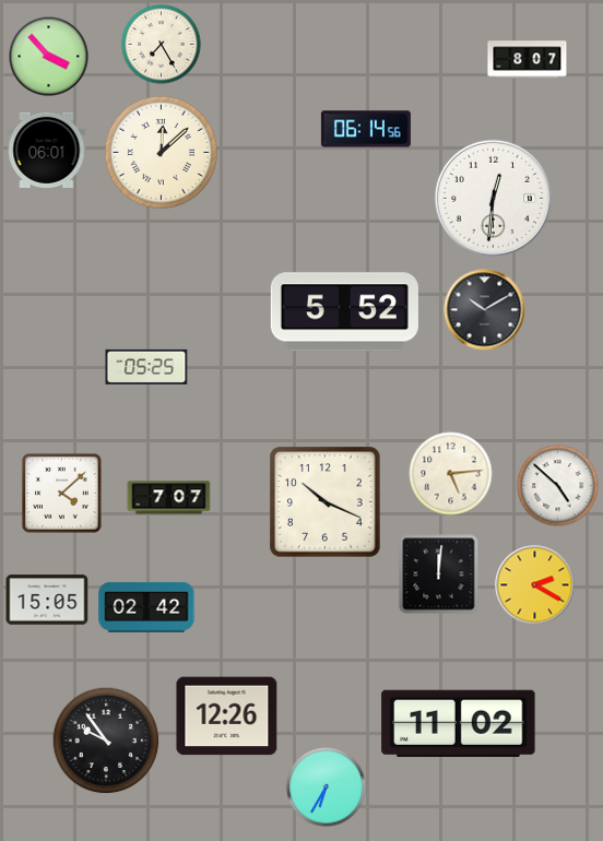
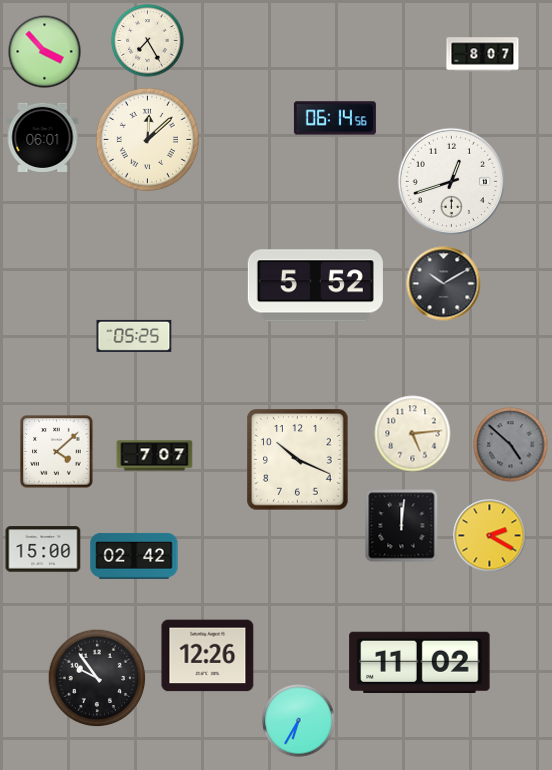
clock at (494, 199): 12:31 -> 12:42
clock at (558, 486) dial: white -> grey
clock at (47, 600): 15:05 -> 15:00
